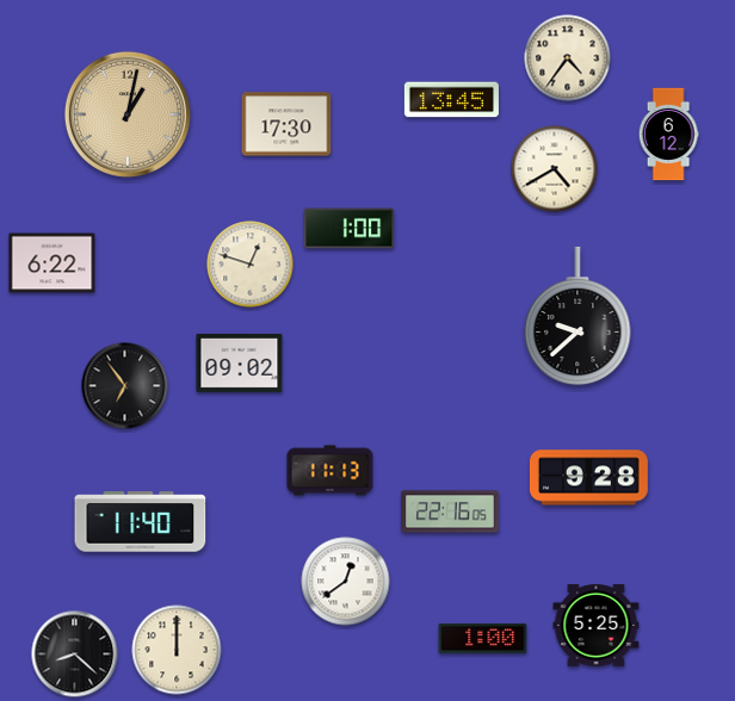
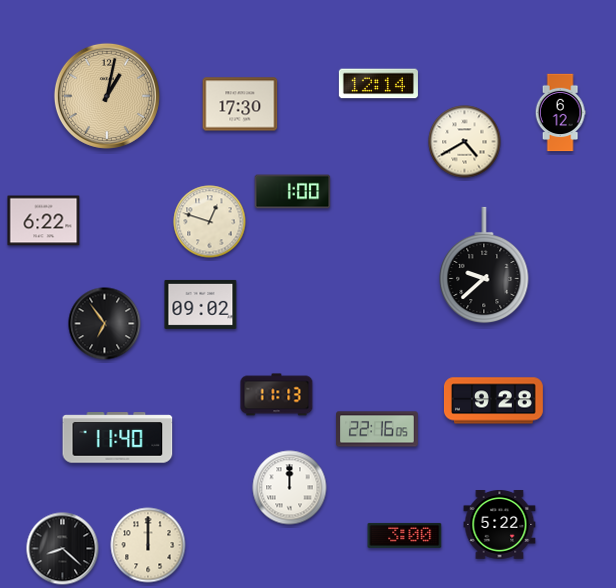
clock at (568, 58): 4:36 -> none
clock at (451, 100): 13:45 -> 12:14
clock at (346, 582): 12:39 -> 12:00
clock at (597, 626): 5:25 -> 5:22
clock at (483, 638): 1:00 -> 3:00
